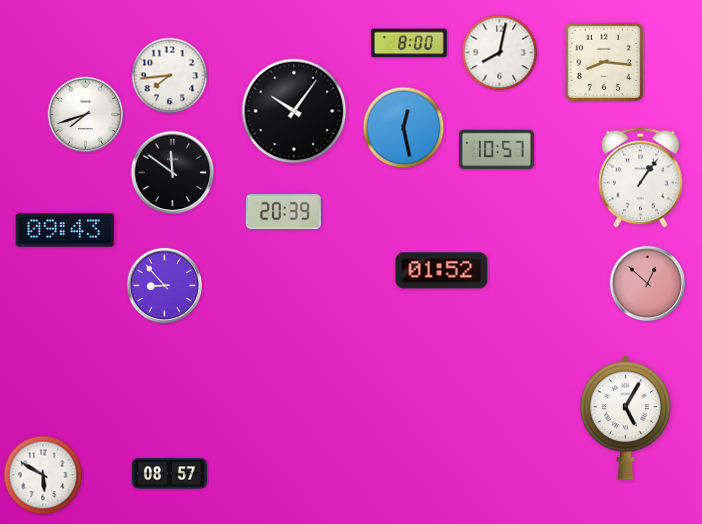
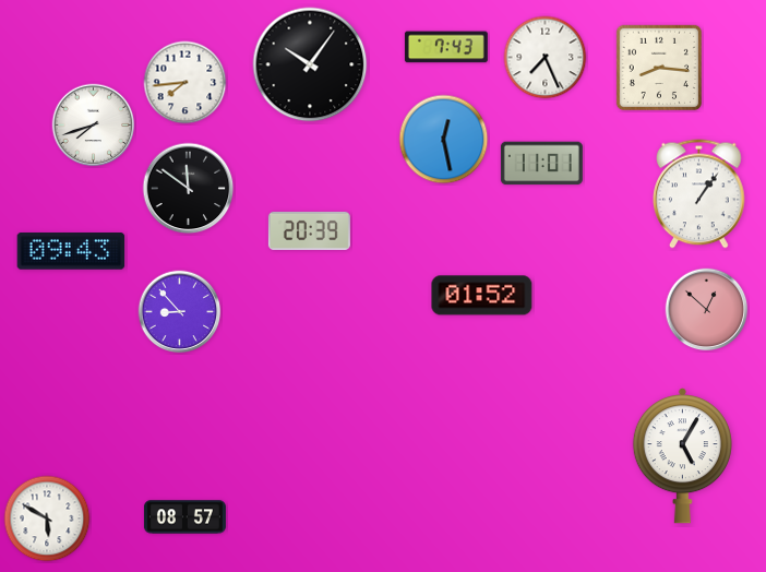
clock at (409, 43): 8:00 -> 7:43
clock at (500, 53): 8:02 -> 7:26
clock at (294, 111) position: (294, 111) -> (310, 64)
clock at (404, 128) position: (404, 128) -> (444, 140)
clock at (496, 150): 10:57 -> 11:01
